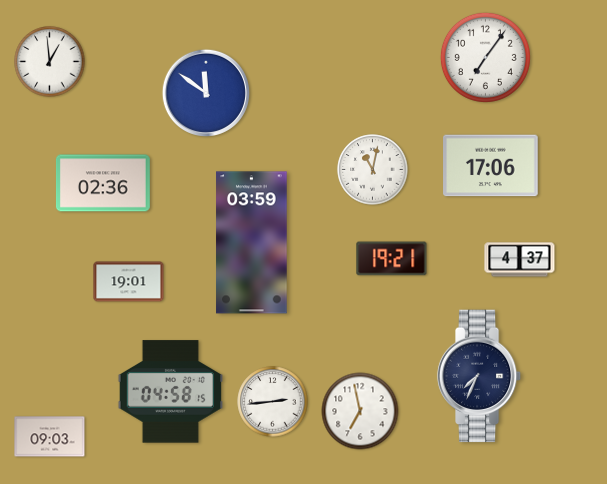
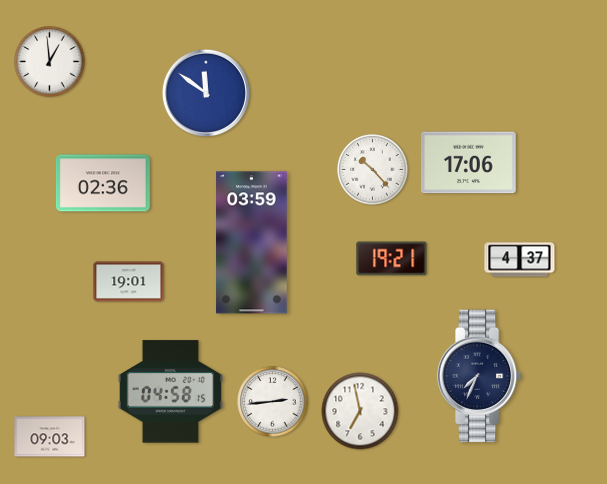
clock at (485, 57): 7:06 -> none
clock at (491, 166) position: (491, 166) -> (469, 163)
clock at (373, 170): 11:02 -> 10:23
